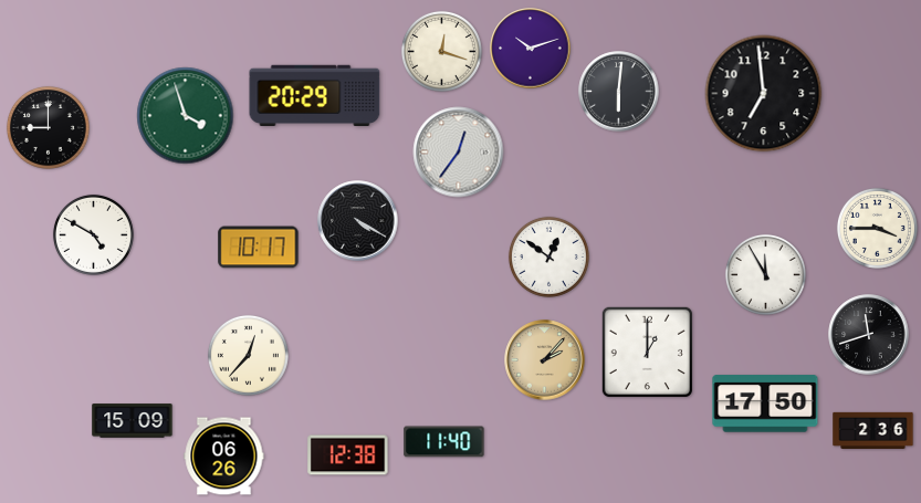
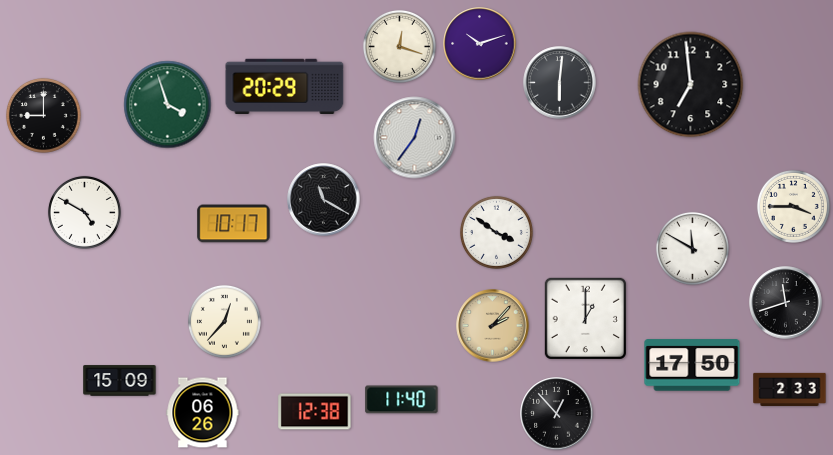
clock at (358, 221): 4:20 -> 11:20
clock at (548, 256): 12:51 -> 3:51
clock at (765, 274): 11:55 -> 11:50
clock at (873, 430): 2:36 -> 2:33
clock at (557, 414): none -> 12:53
